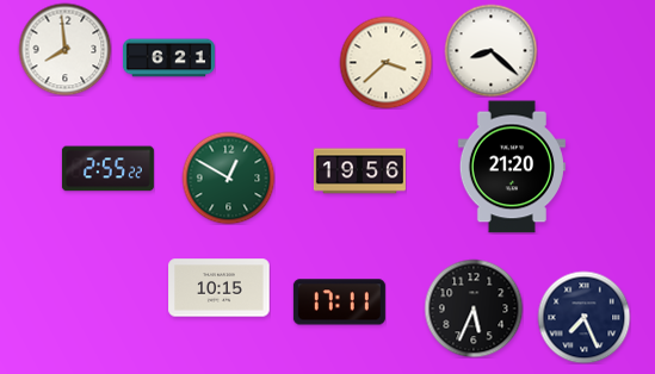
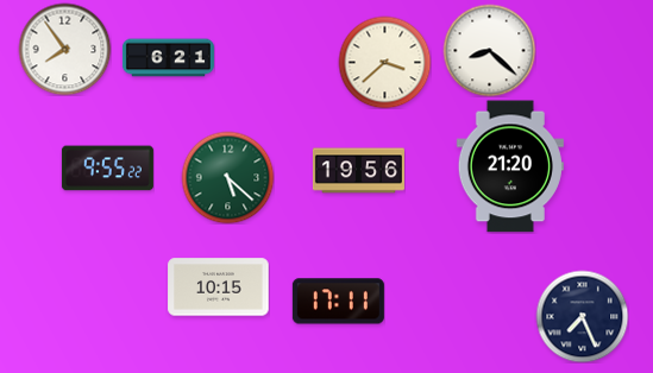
clock at (64, 49): 7:59 -> 7:54
clock at (107, 169): 2:55 -> 9:55
clock at (228, 177): 12:50 -> 5:22
clock at (474, 308): 5:34 -> none
